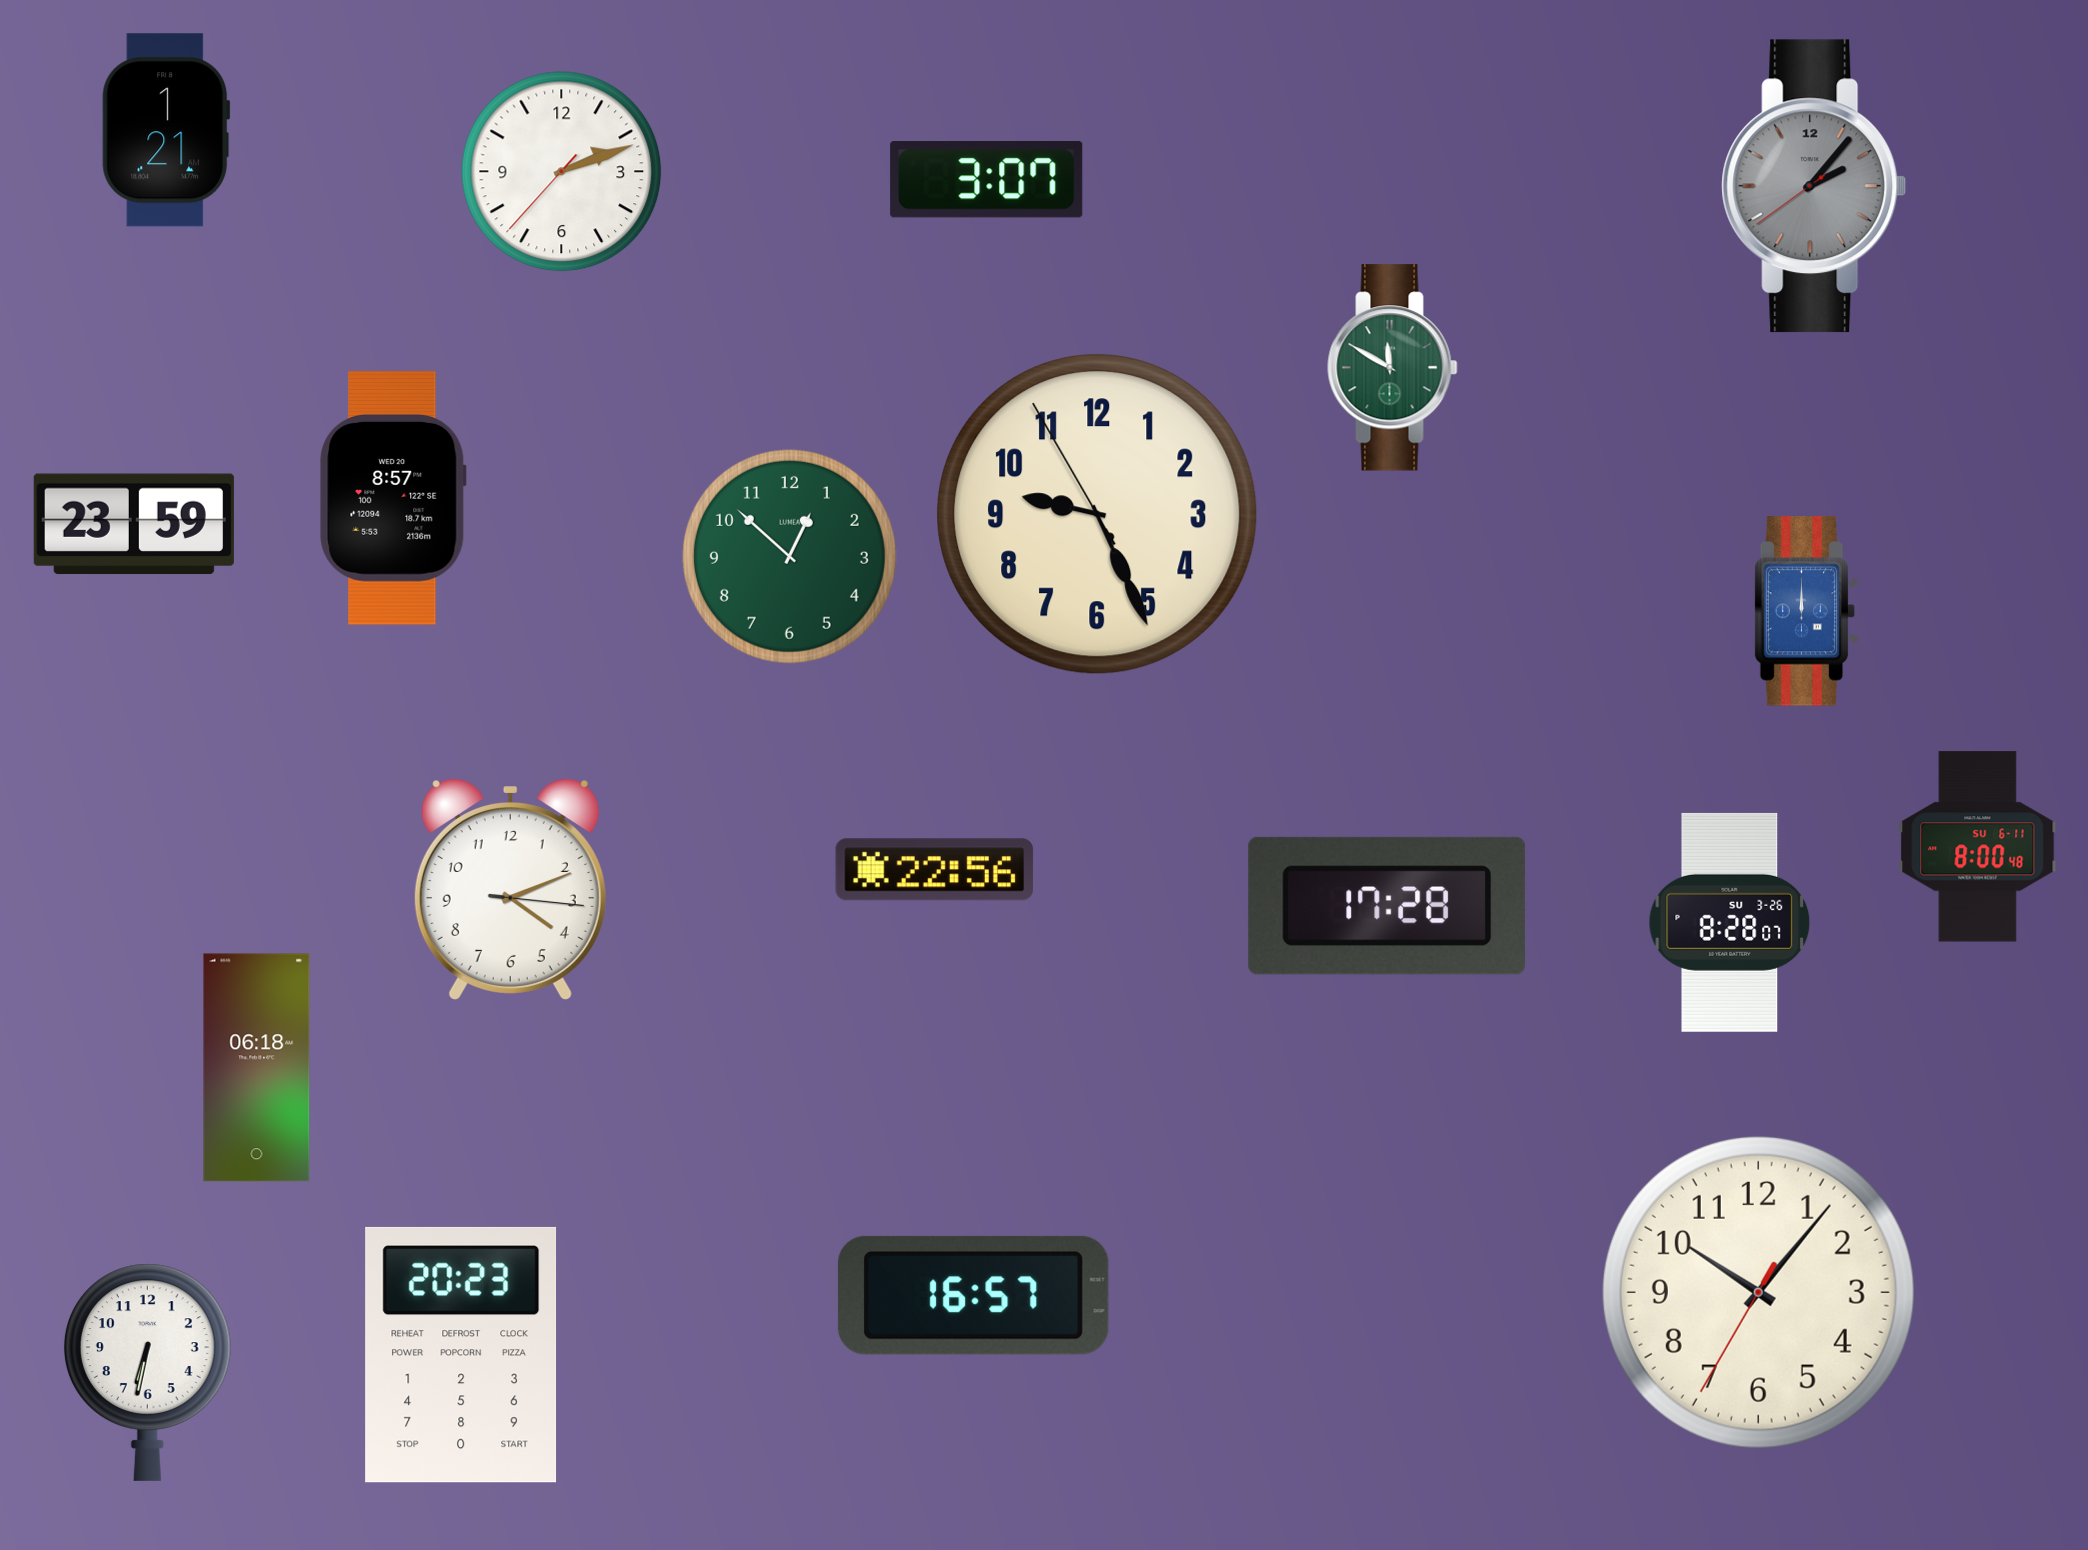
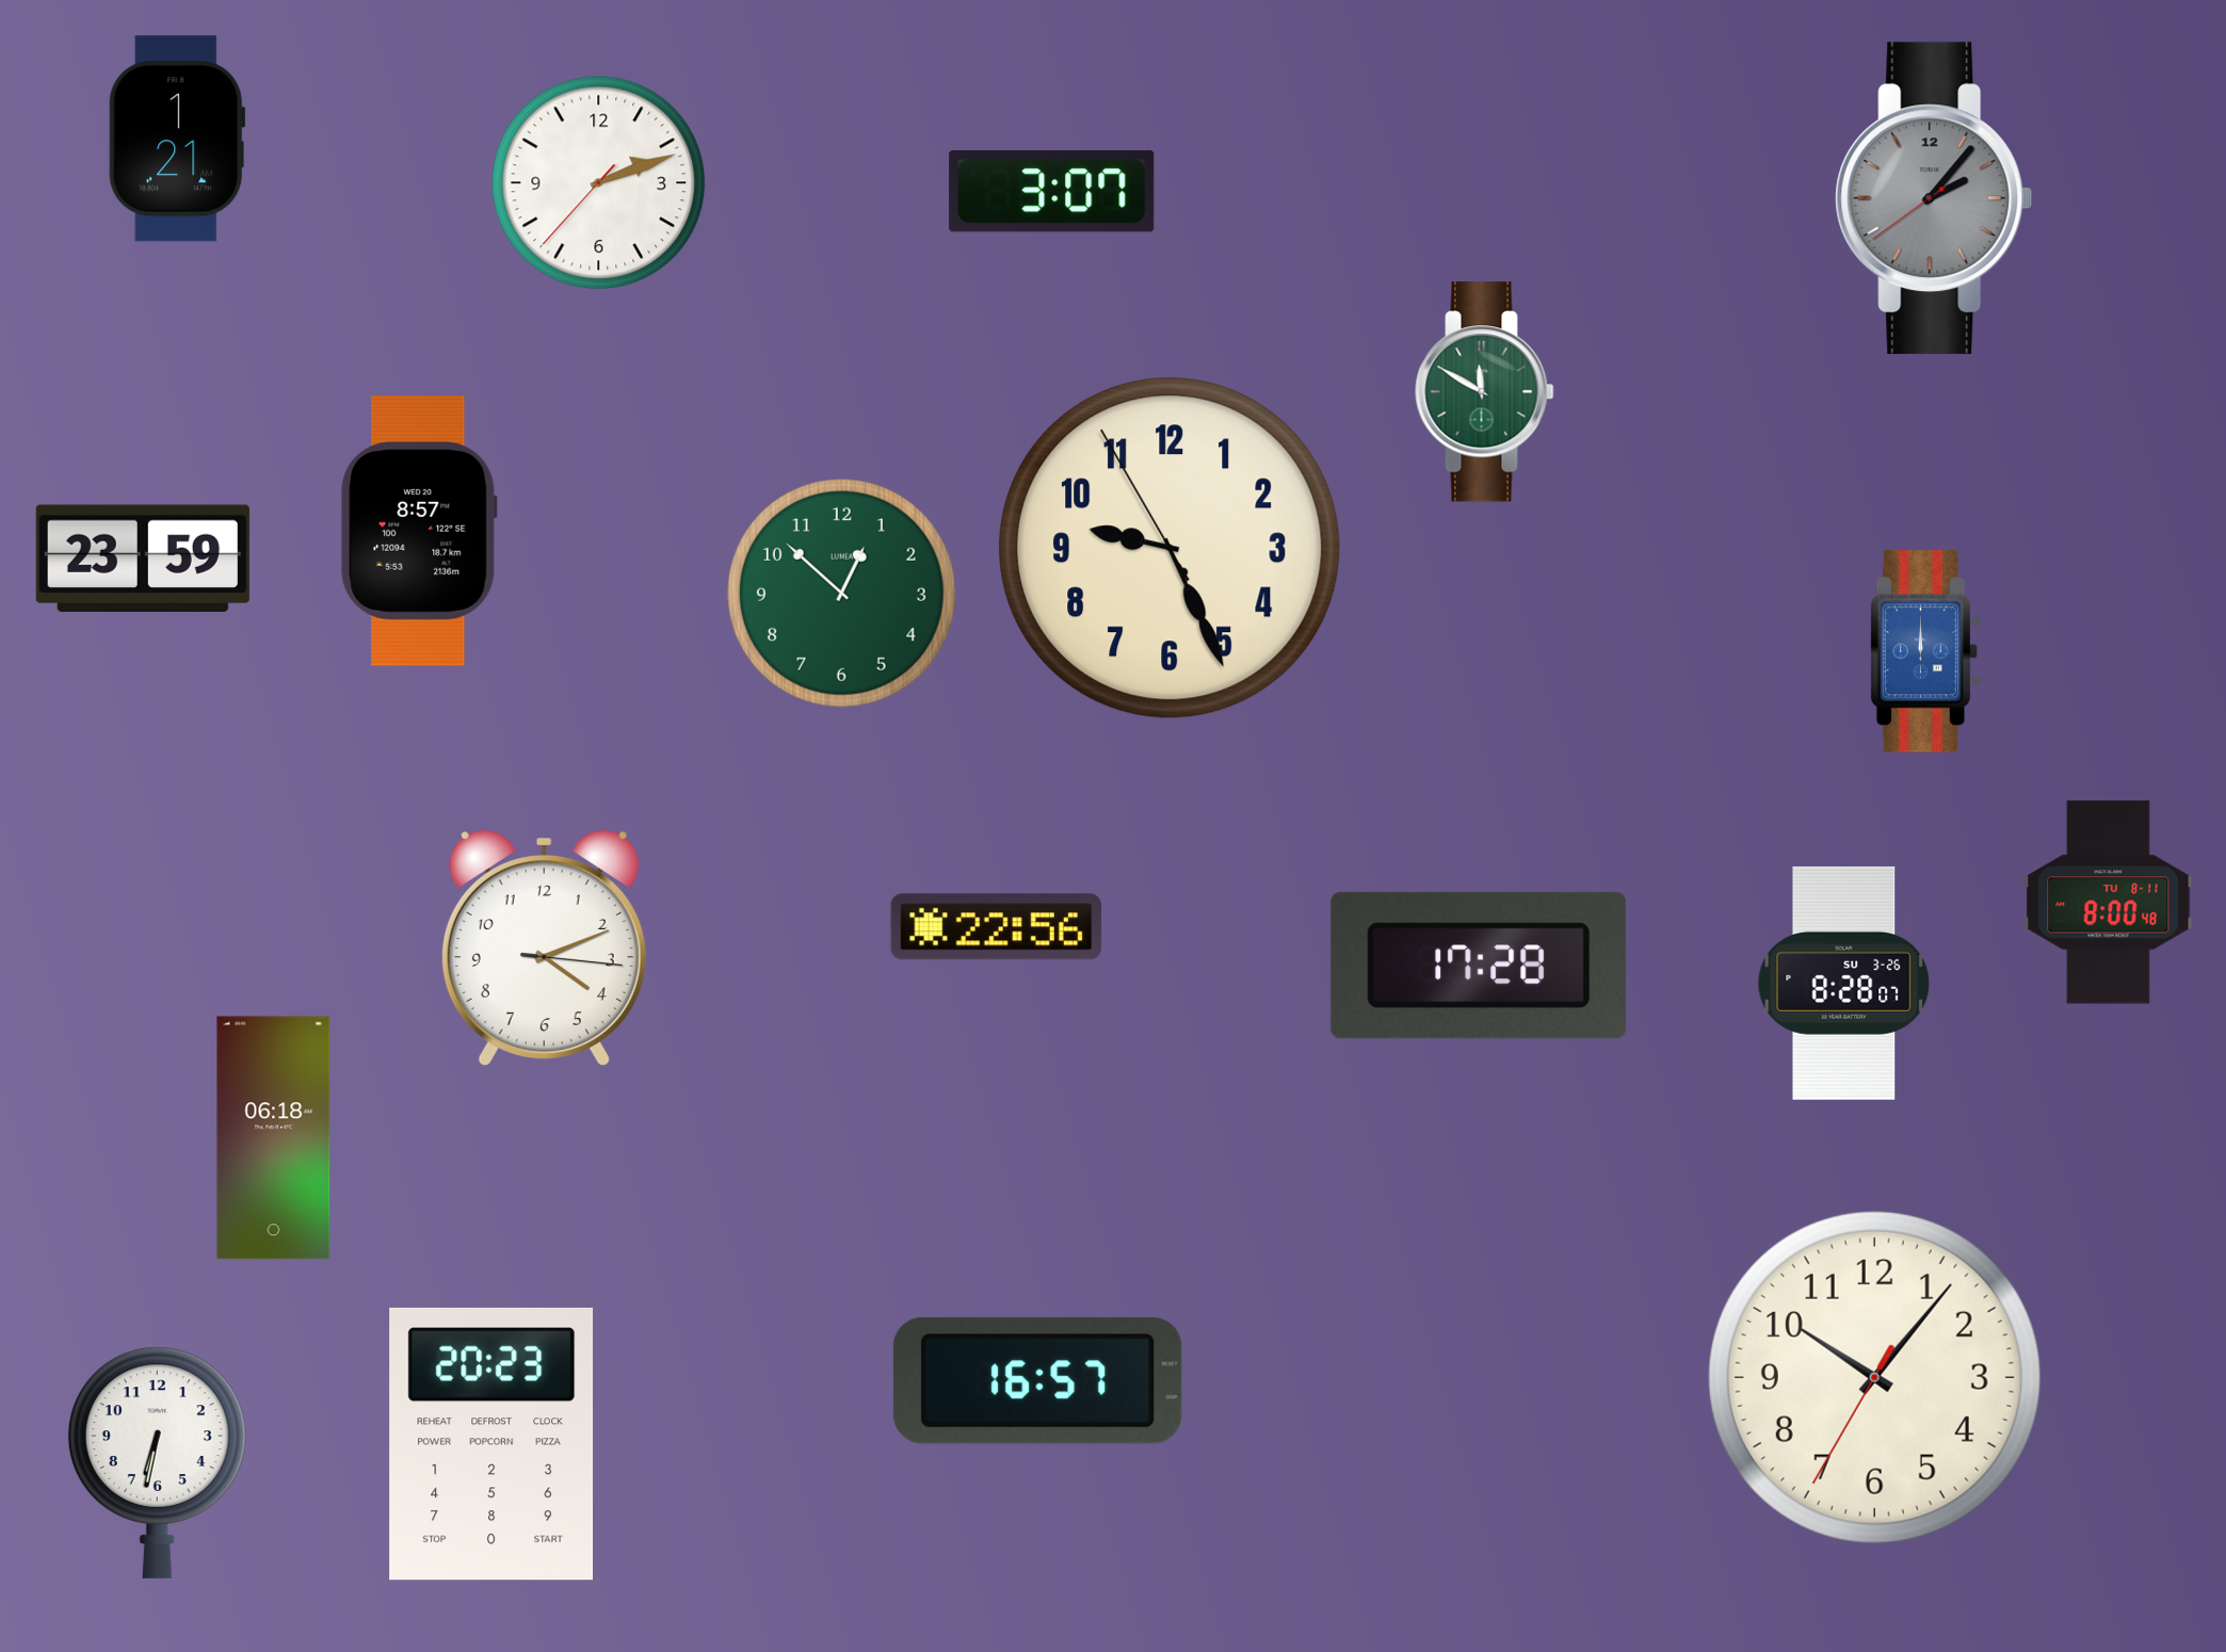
clock at (1978, 847) date: SU 6-11 -> TU 8-11
